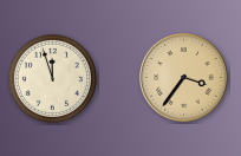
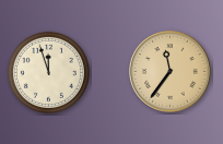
clock at (184, 78): 3:36 -> 11:36
